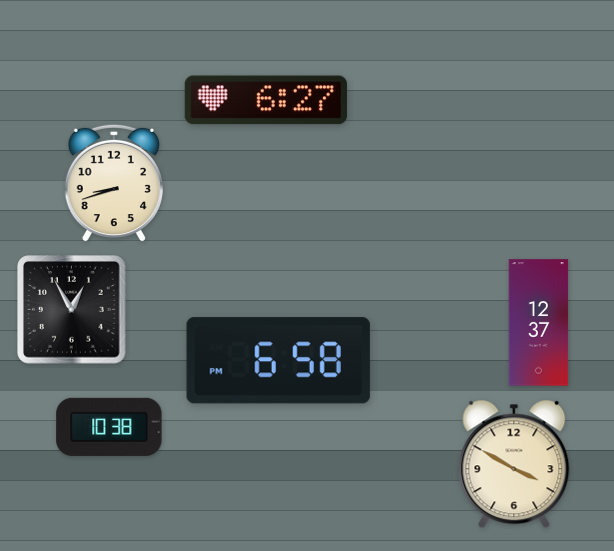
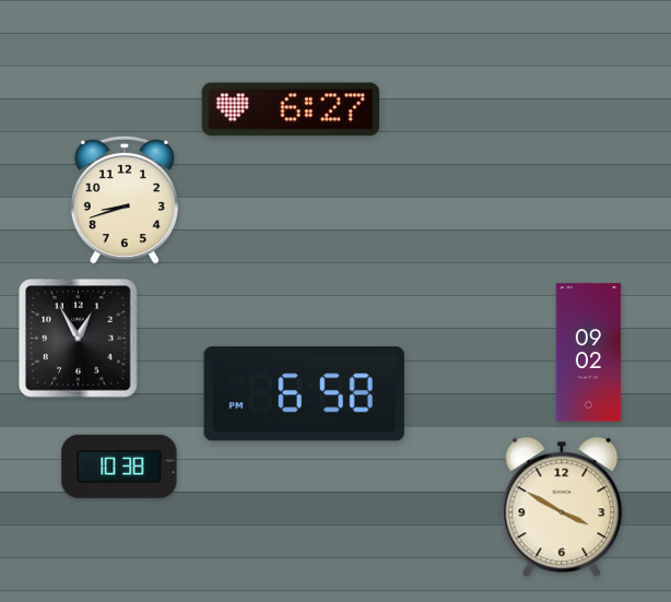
clock at (539, 323): 12:37 -> 09:02
